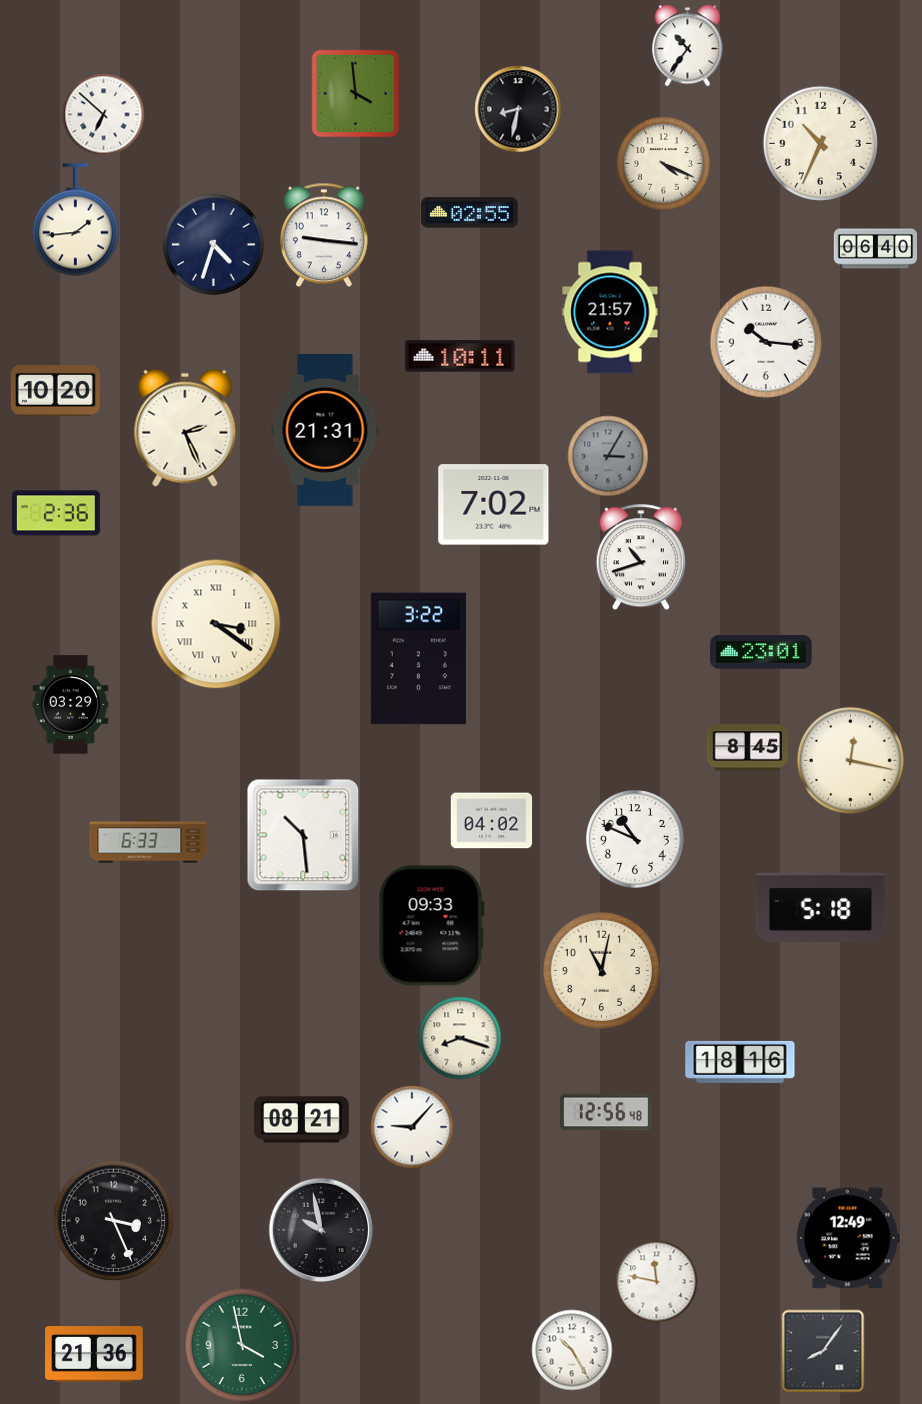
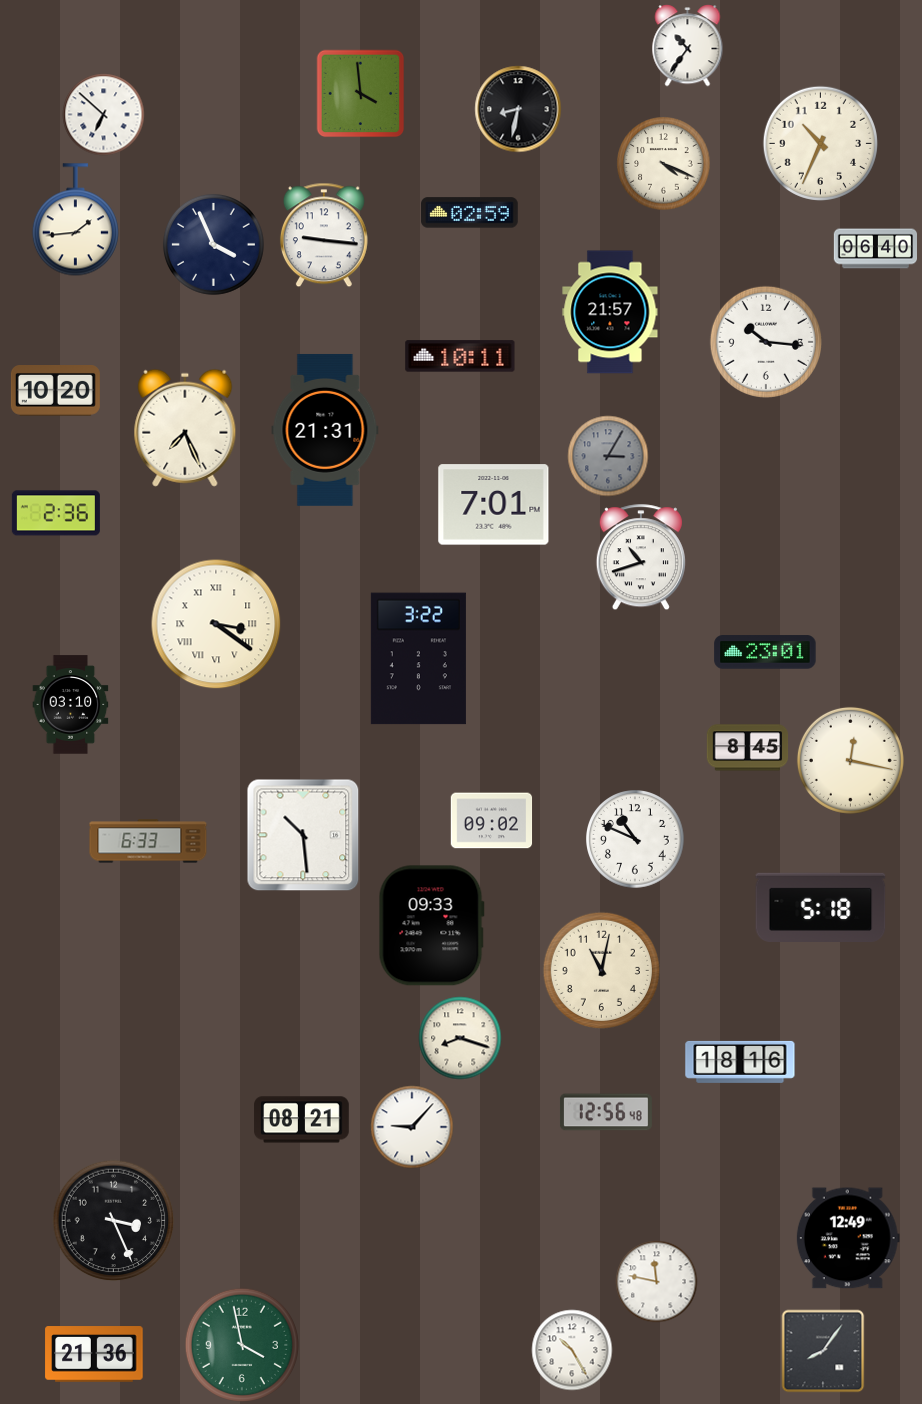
clock at (355, 93) position: (355, 93) -> (360, 93)
clock at (470, 213): 02:55 -> 02:59
clock at (213, 244): 4:33 -> 3:56
clock at (185, 428): 2:26 -> 7:26
clock at (494, 505): 7:02 -> 7:01
clock at (761, 652) position: (761, 652) -> (765, 652)
clock at (71, 705): 03:29 -> 03:10
clock at (491, 821): 04:02 -> 09:02
clock at (320, 1229): 9:58 -> none
